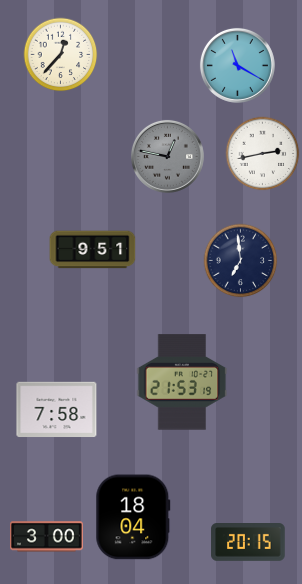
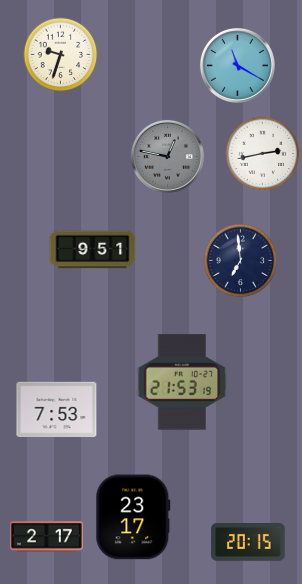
clock at (61, 55): 12:37 -> 9:33
clock at (57, 410): 7:58 -> 7:53
clock at (133, 517): 18:04 -> 23:17
clock at (47, 537): 3:00 -> 2:17
